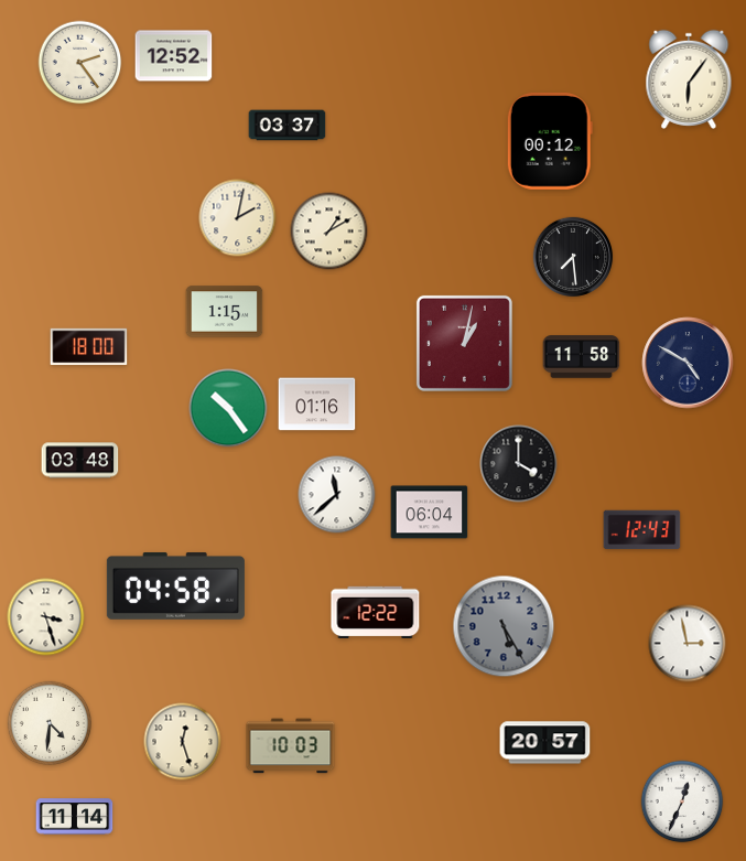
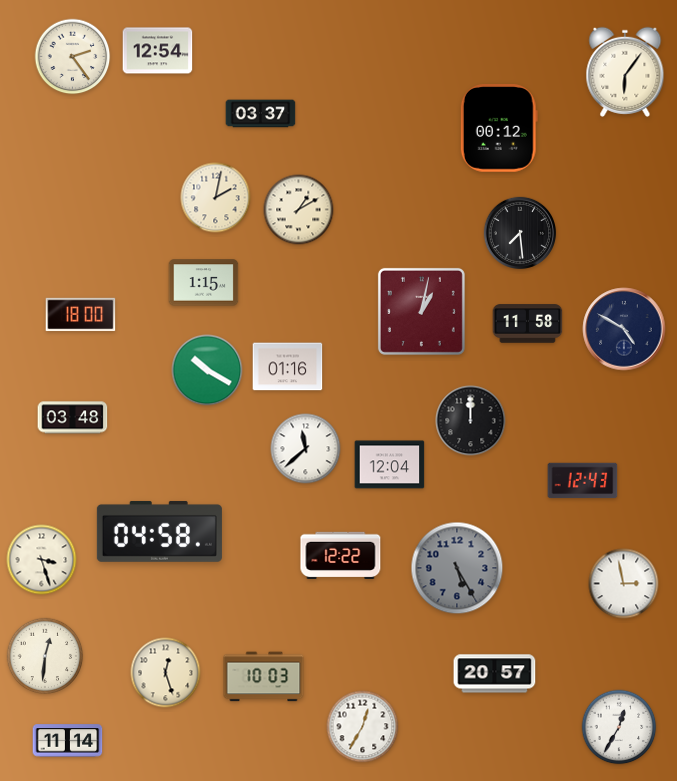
clock at (174, 56): 12:52 -> 12:54
clock at (228, 408): 10:24 -> 10:20
clock at (519, 464): 4:00 -> 12:00
clock at (430, 513): 06:04 -> 12:04
clock at (50, 723): 4:31 -> 12:31
clock at (363, 727): none -> 12:35
clock at (682, 801): 12:34 -> 12:35
